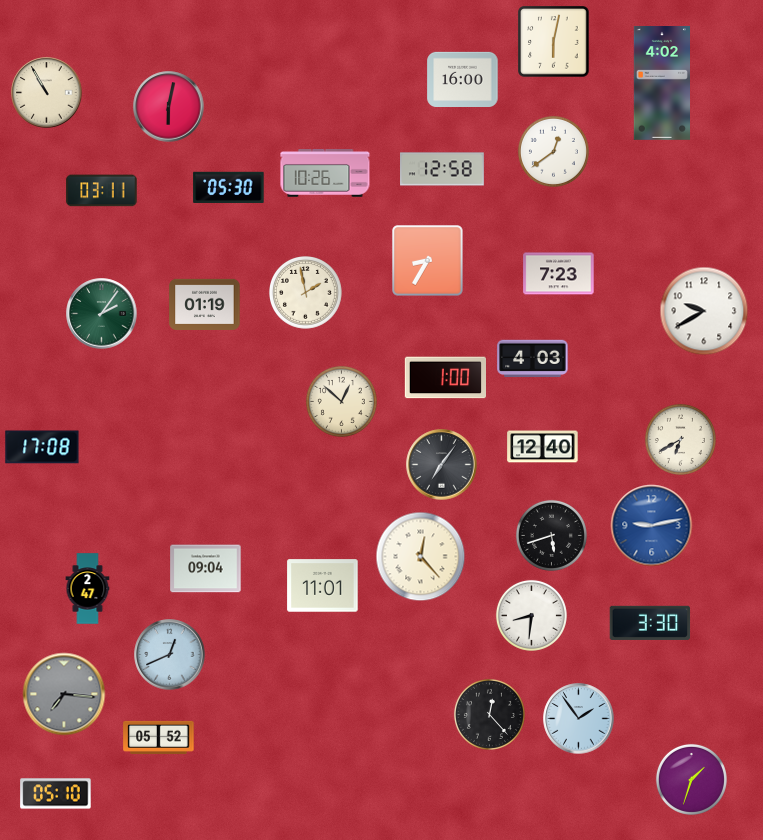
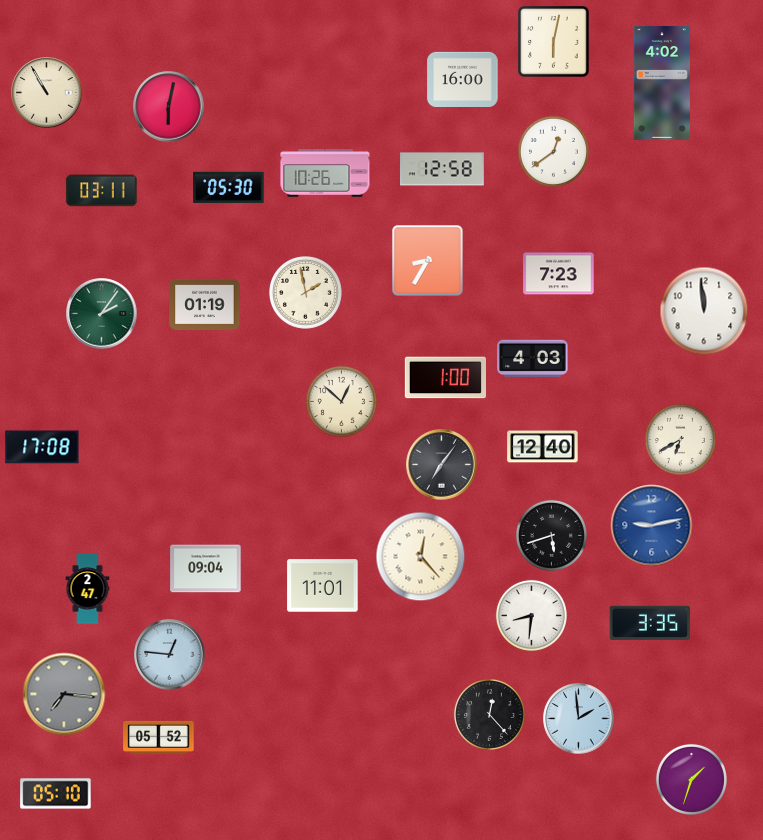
clock at (704, 311): 9:40 -> 11:59
clock at (650, 623): 3:30 -> 3:35
clock at (170, 655): 12:41 -> 12:46
clock at (579, 719): 1:54 -> 1:59
